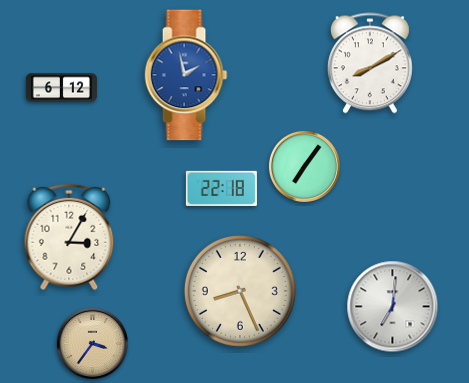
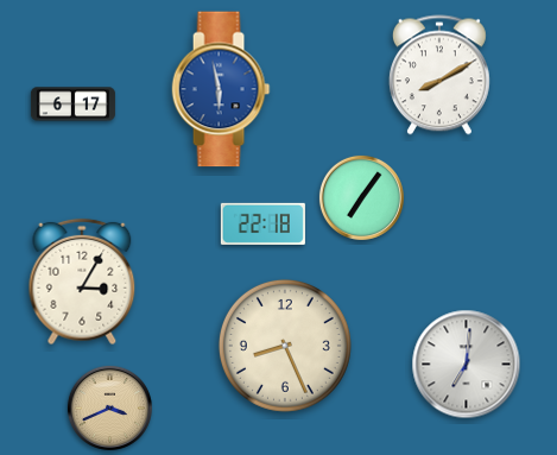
clock at (186, 75): 1:58 -> 5:58
clock at (61, 88): 6:12 -> 6:17
clock at (92, 343): 3:36 -> 3:41
